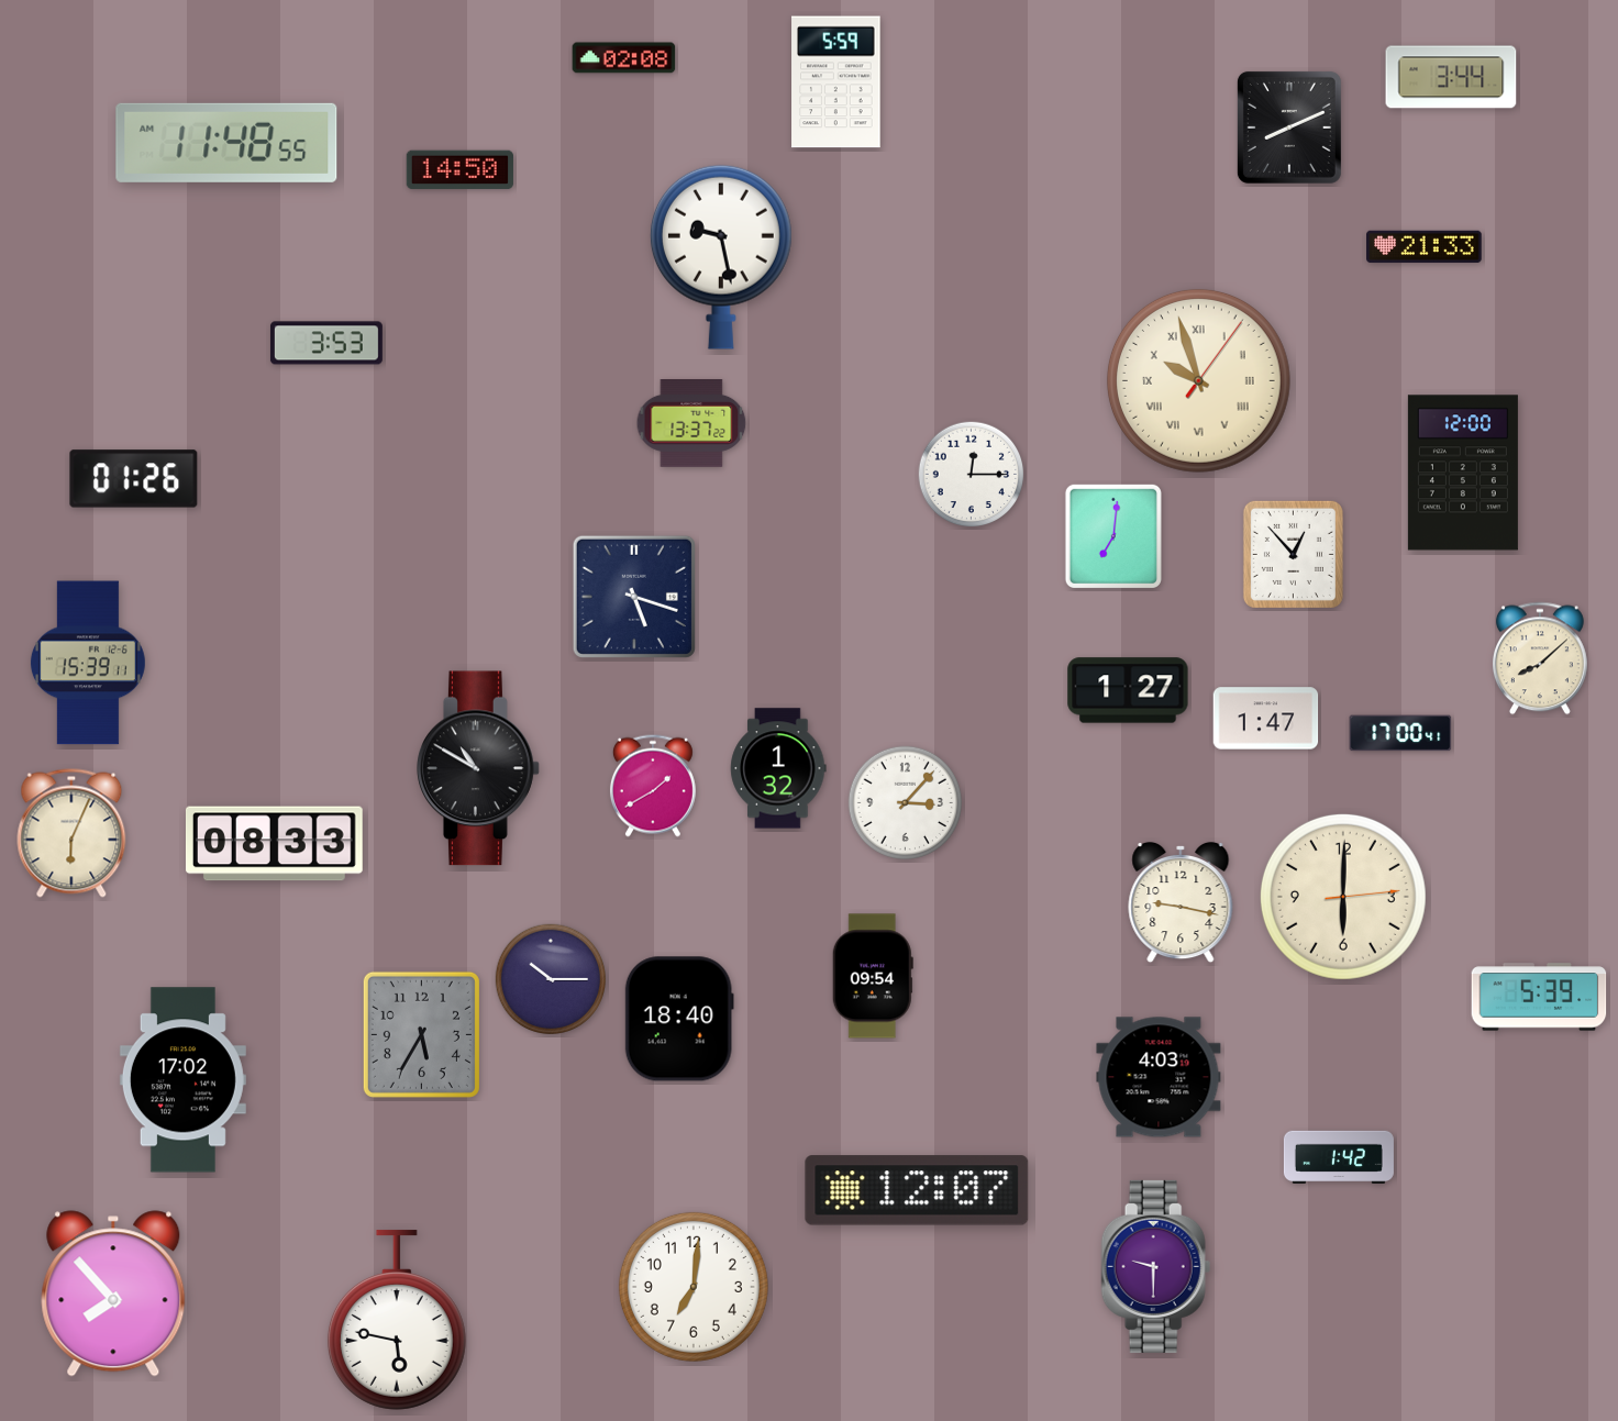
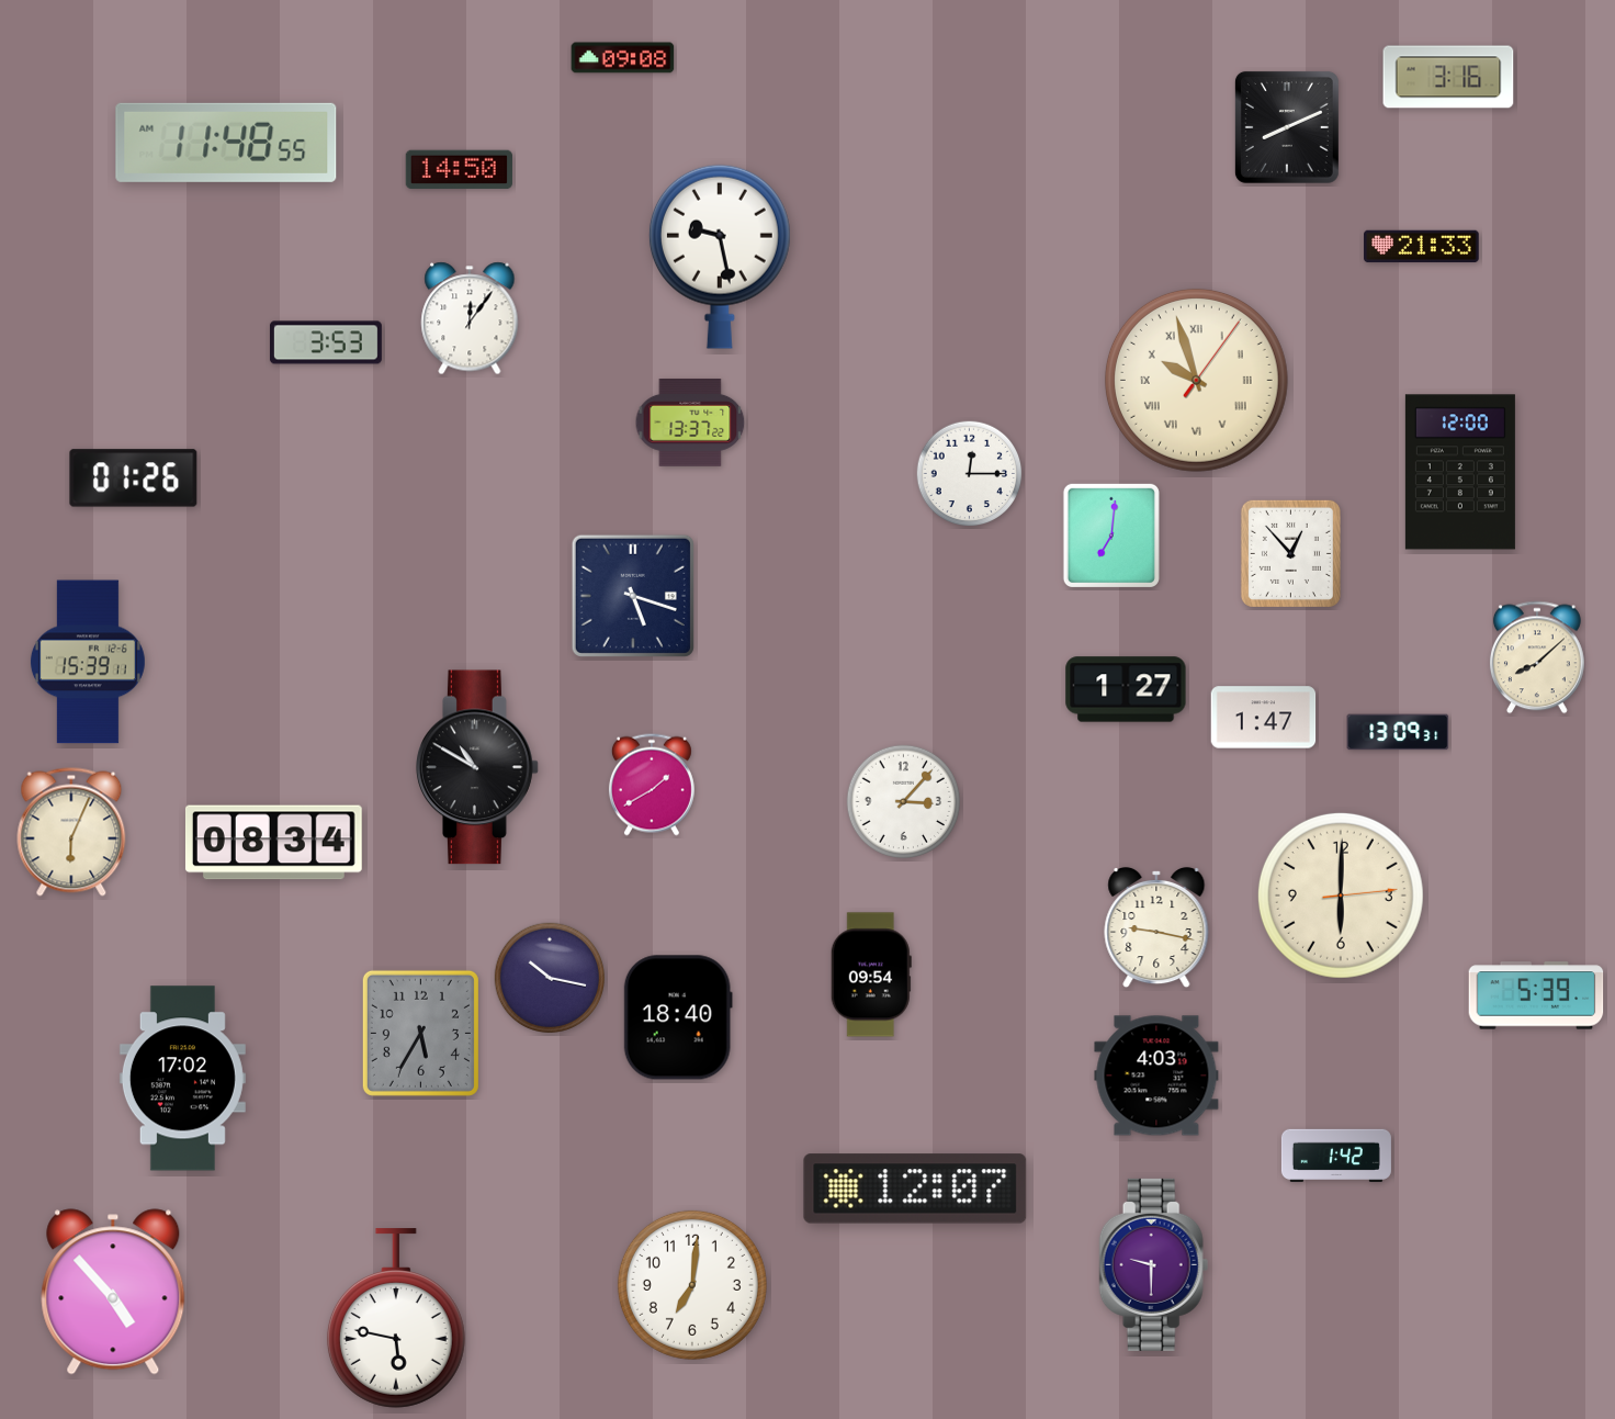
clock at (624, 58): 02:08 -> 09:08
clock at (1451, 77): 3:44 -> 3:16
clock at (836, 82): 5:59 -> none
clock at (470, 318): none -> 12:06
clock at (1400, 733): 17:00 -> 13:09
clock at (778, 768): 1:32 -> none
clock at (274, 844): 08:33 -> 08:34
clock at (1181, 902) position: (1181, 902) -> (1156, 927)
clock at (550, 978): 10:15 -> 10:17
clock at (113, 1294): 7:53 -> 4:53
